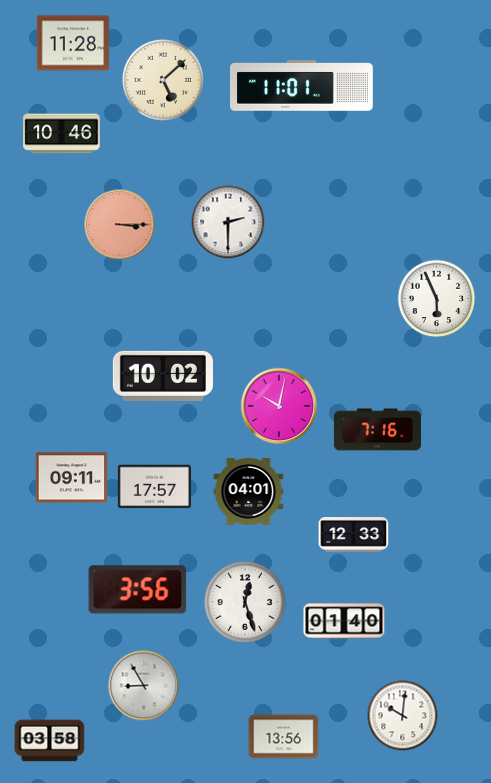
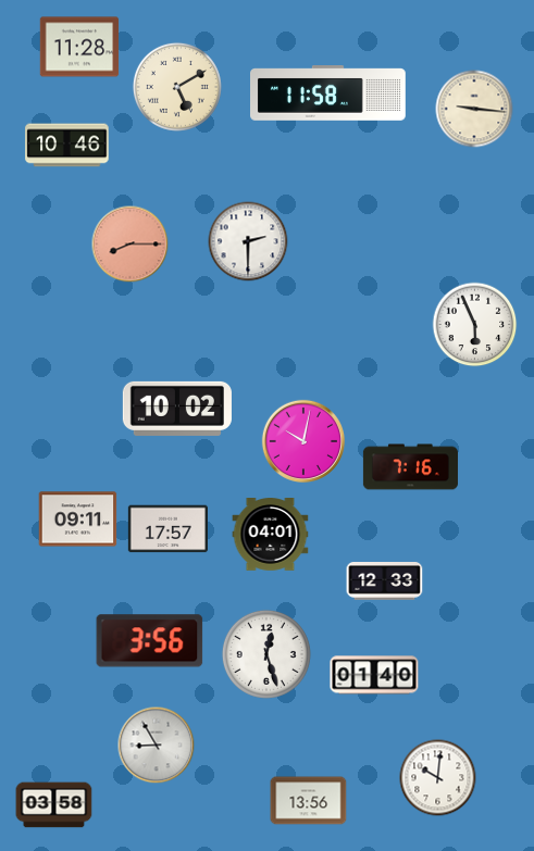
clock at (163, 80): 5:08 -> 5:10
clock at (302, 86): 11:01 -> 11:58
clock at (474, 109): none -> 9:16
clock at (120, 225): 3:15 -> 8:15
